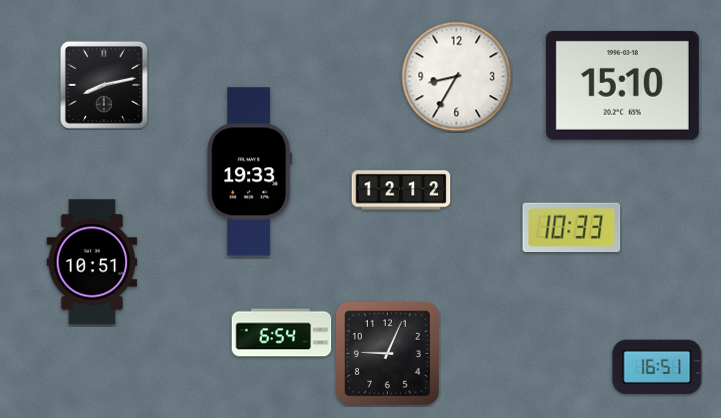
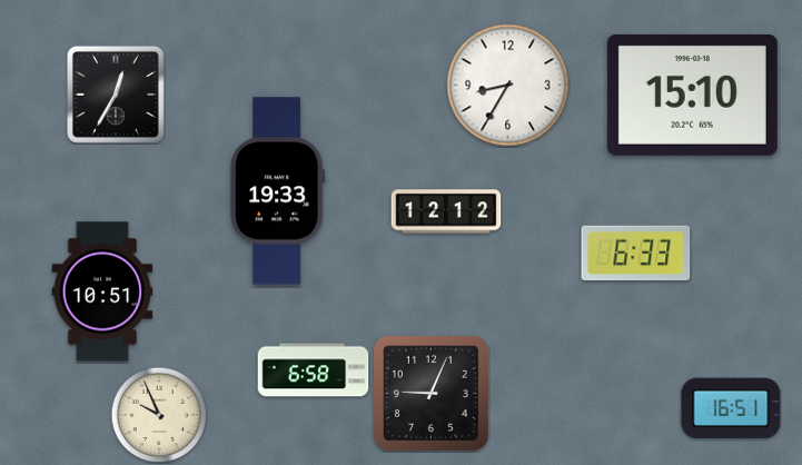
clock at (104, 85): 8:13 -> 12:35
clock at (572, 228): 10:33 -> 6:33
clock at (282, 333): 6:54 -> 6:58
clock at (159, 415): none -> 9:56
